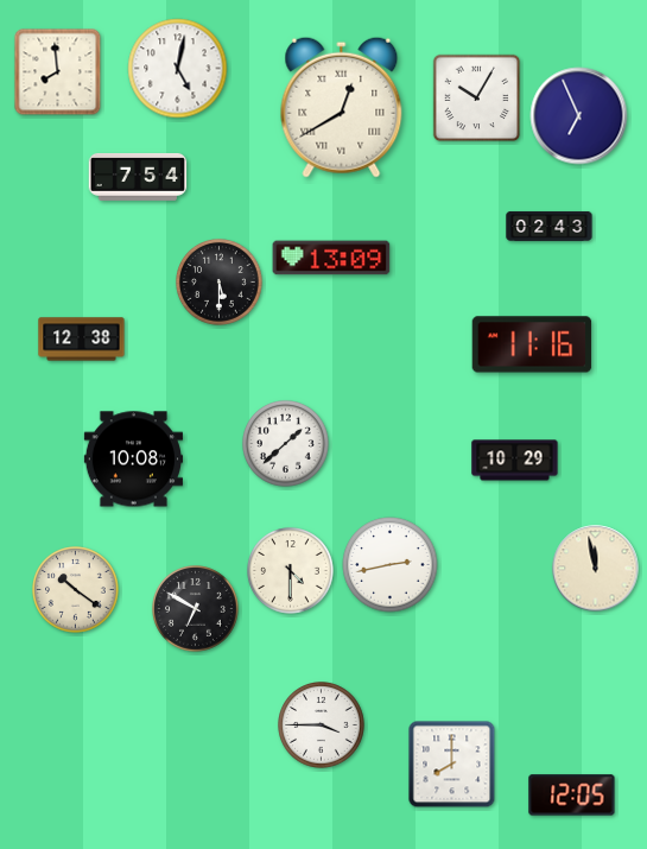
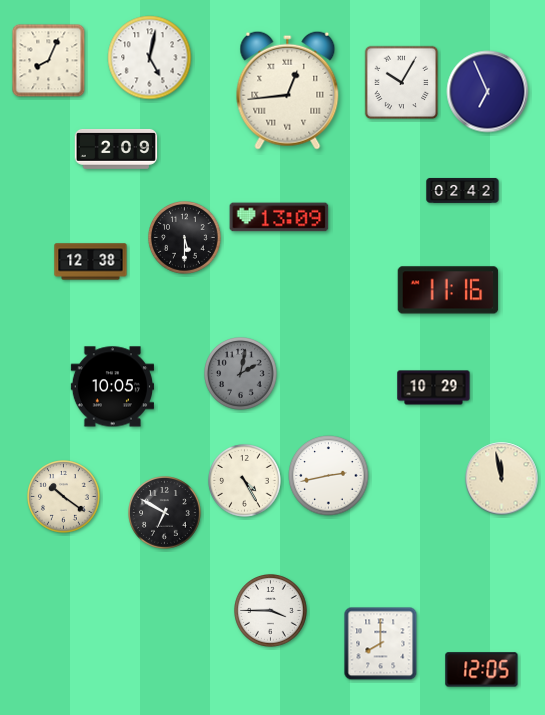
clock at (58, 72): 7:59 -> 8:04
clock at (342, 107): 12:40 -> 12:44
clock at (579, 116) position: (579, 116) -> (488, 92)
clock at (138, 177): 7:54 -> 2:09
clock at (550, 226): 02:43 -> 02:42
clock at (82, 340) position: (82, 340) -> (91, 262)
clock at (286, 444): 1:38 -> 2:02
clock at (286, 444) dial: white -> grey
clock at (133, 460): 10:08 -> 10:05
clock at (291, 571): 4:30 -> 4:25
